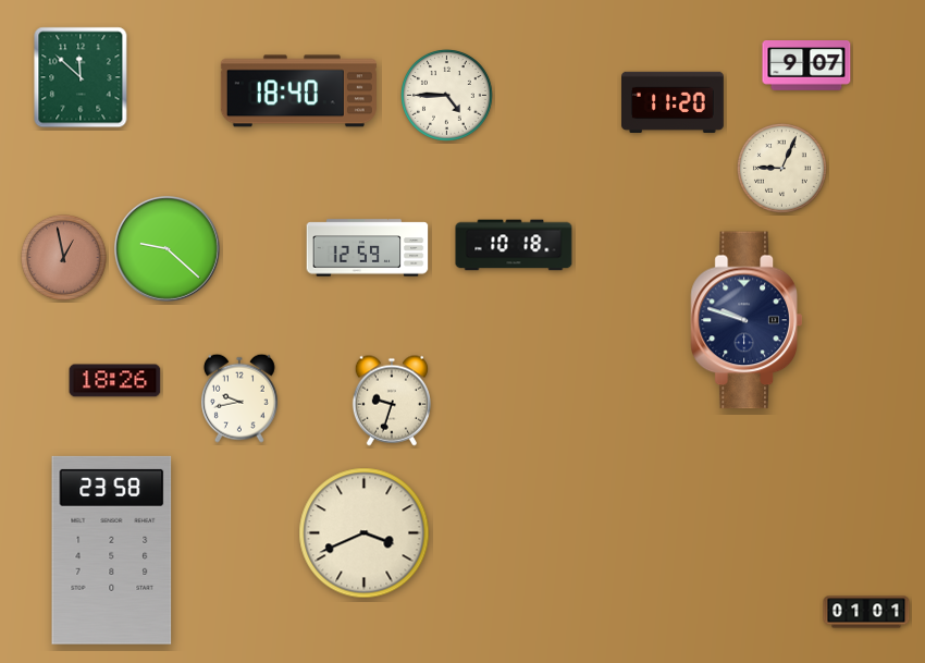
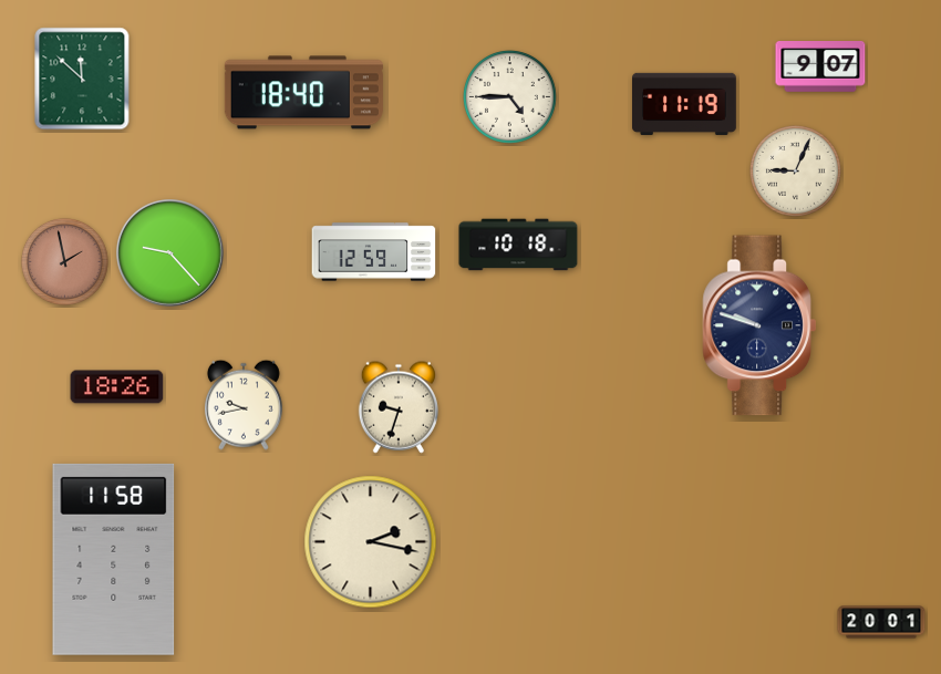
clock at (447, 96) position: (447, 96) -> (510, 97)
clock at (674, 102): 11:20 -> 11:19
clock at (514, 245) position: (514, 245) -> (518, 245)
clock at (168, 249): 9:22 -> 9:23
clock at (63, 257): 12:58 -> 1:58
clock at (365, 533): 3:41 -> 2:17
clock at (112, 550): 23:58 -> 11:58
clock at (866, 612): 01:01 -> 20:01
